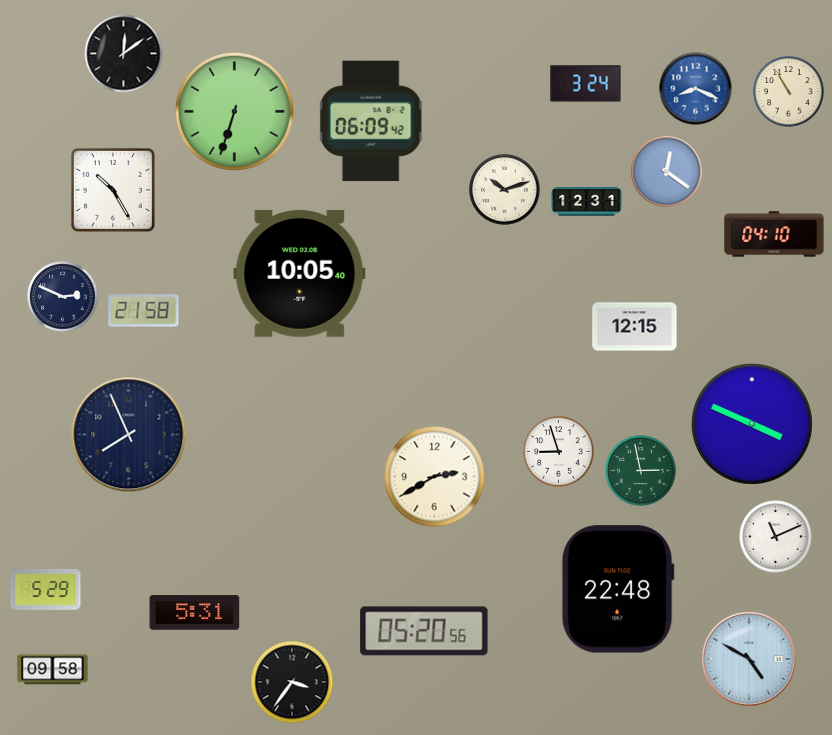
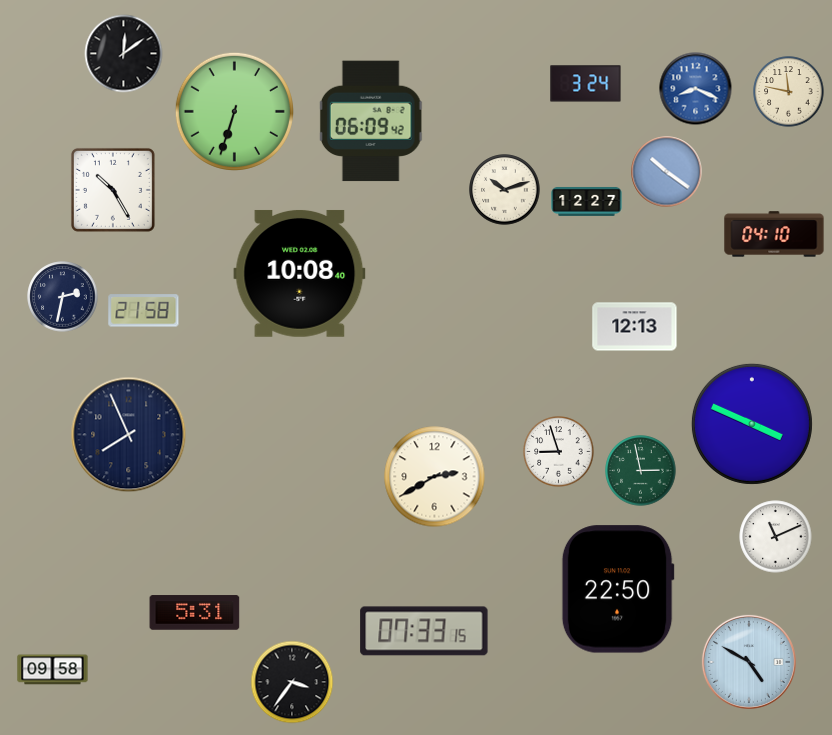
clock at (789, 92): 10:55 -> 11:47
clock at (667, 172): 12:21 -> 10:21
clock at (587, 201): 12:31 -> 12:27
clock at (300, 273): 10:05 -> 10:08
clock at (63, 297): 2:49 -> 2:32
clock at (635, 327): 12:15 -> 12:13
clock at (618, 589): 22:48 -> 22:50
clock at (46, 590): 5:29 -> none
clock at (424, 631): 05:20 -> 07:33
clock at (749, 659) position: (749, 659) -> (749, 662)
